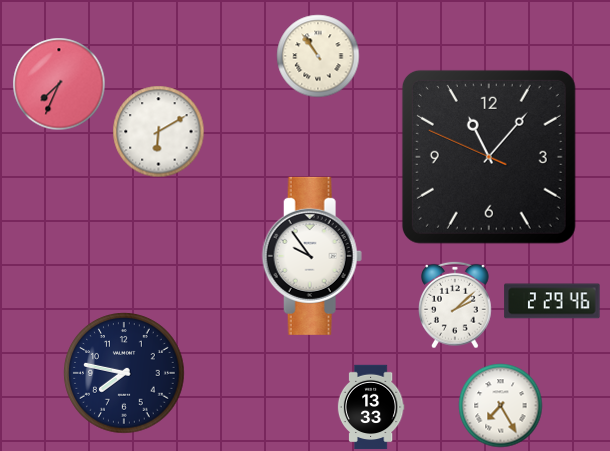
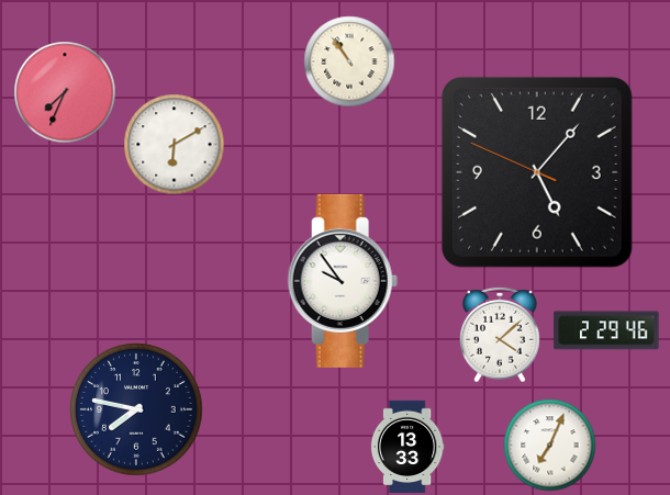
clock at (489, 157): 11:06 -> 5:06
clock at (456, 305): 2:08 -> 4:08
clock at (501, 406): 7:25 -> 7:04
